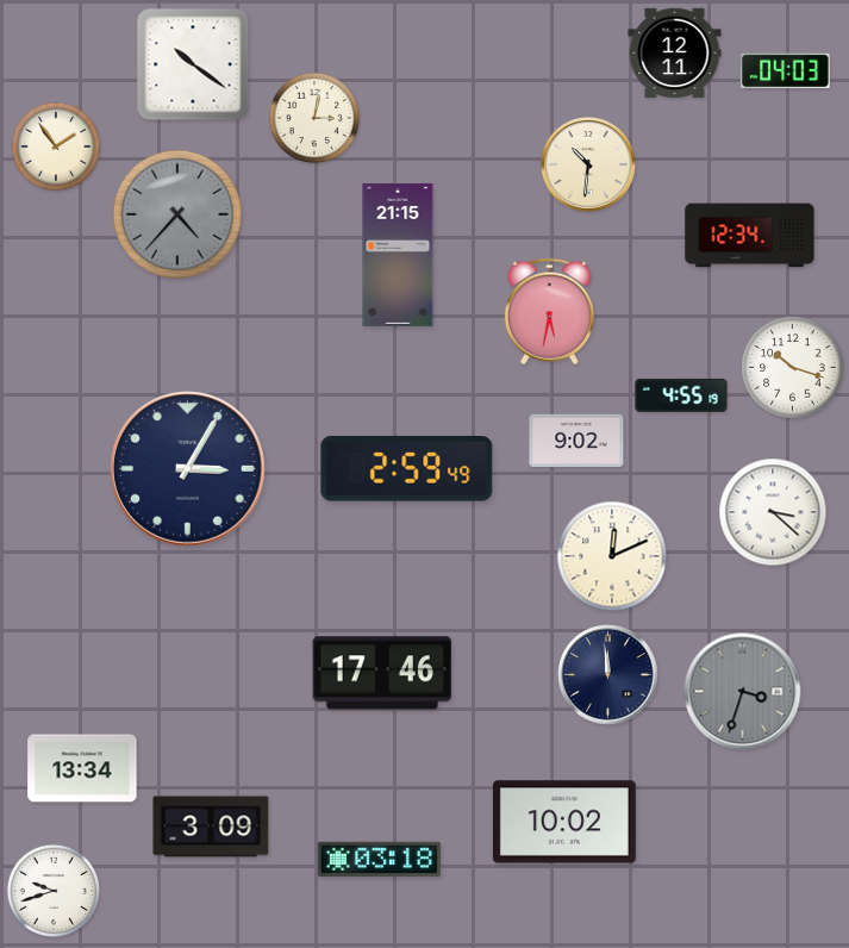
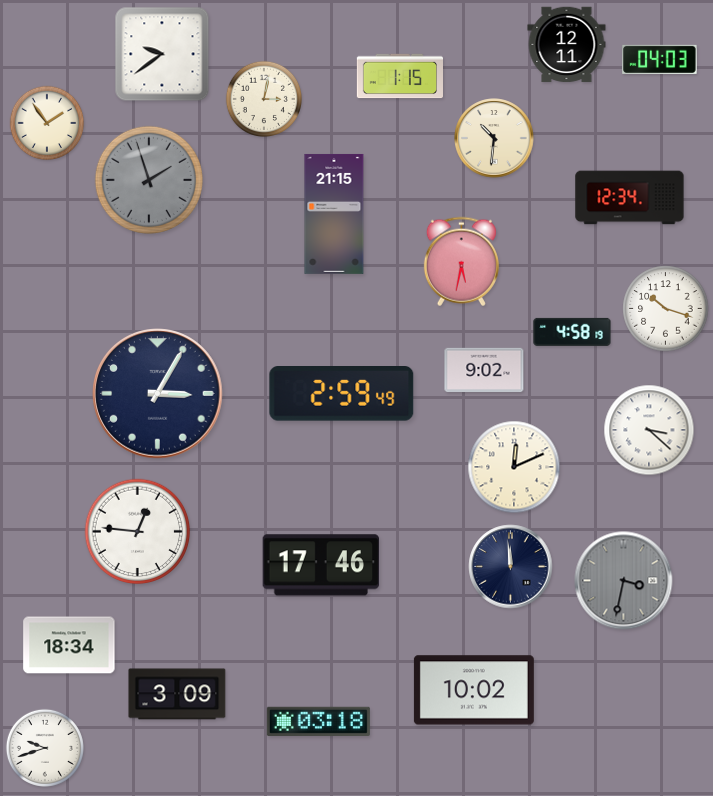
clock at (193, 64): 10:21 -> 9:39
clock at (399, 76): none -> 1:15
clock at (177, 214): 4:37 -> 1:57
clock at (681, 395): 4:55 -> 4:58
clock at (138, 532): none -> 12:46
clock at (743, 692): 3:33 -> 3:32
clock at (82, 768): 13:34 -> 18:34
